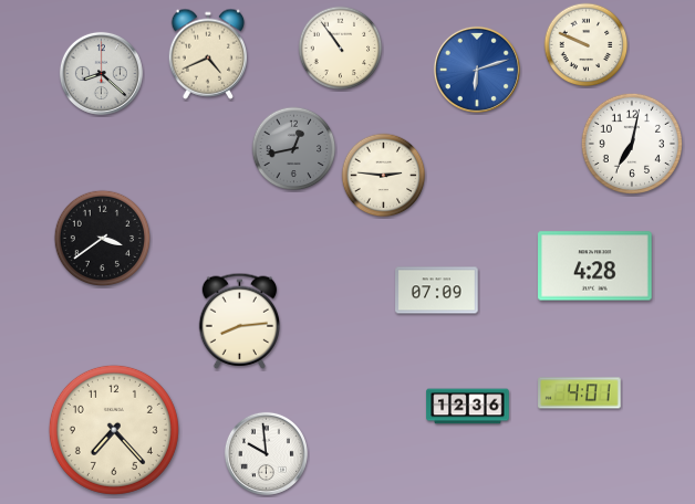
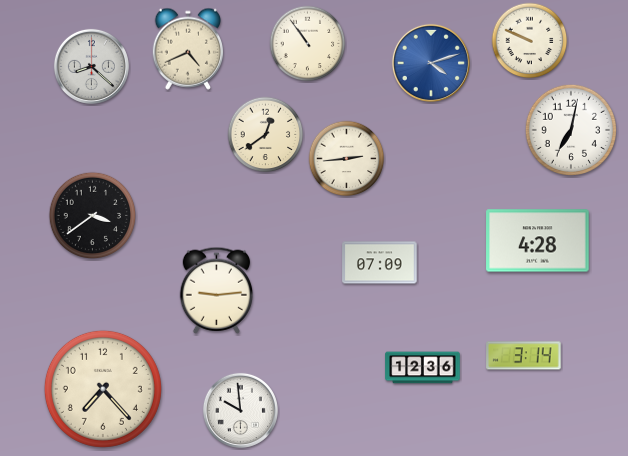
clock at (477, 70): 6:12 -> 4:12
clock at (294, 149): 12:43 -> 12:39
clock at (294, 149) dial: grey -> cream
clock at (384, 176): 2:46 -> 2:44
clock at (437, 291) position: (437, 291) -> (380, 263)
clock at (240, 321): 8:14 -> 9:14
clock at (580, 393): 4:01 -> 3:14
